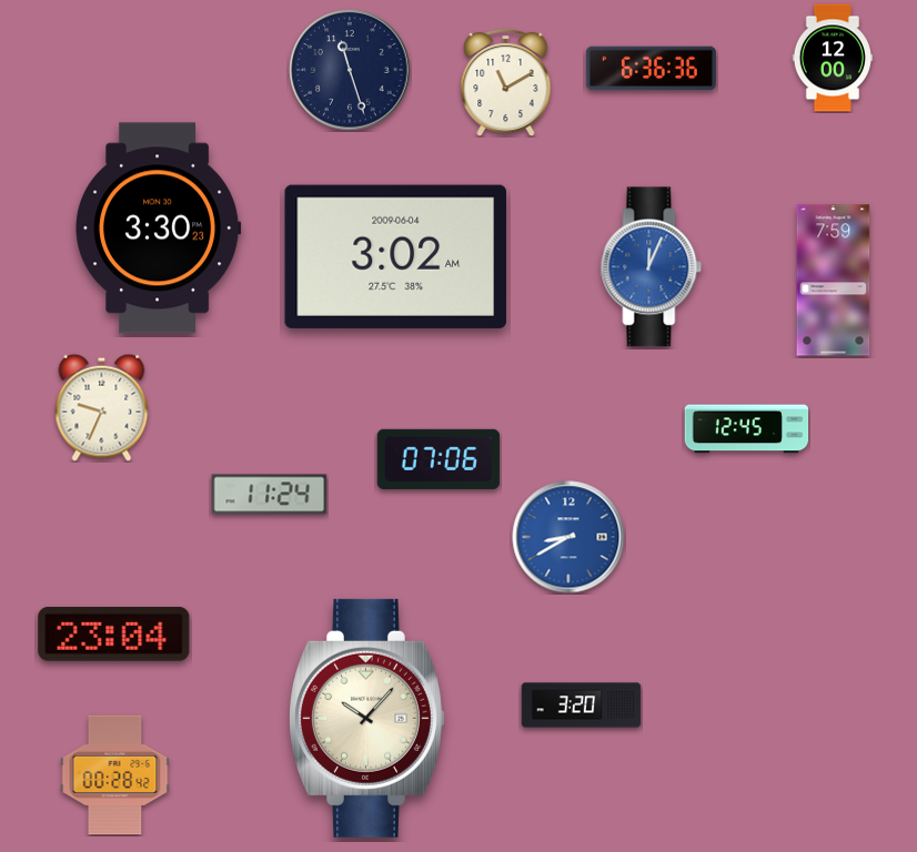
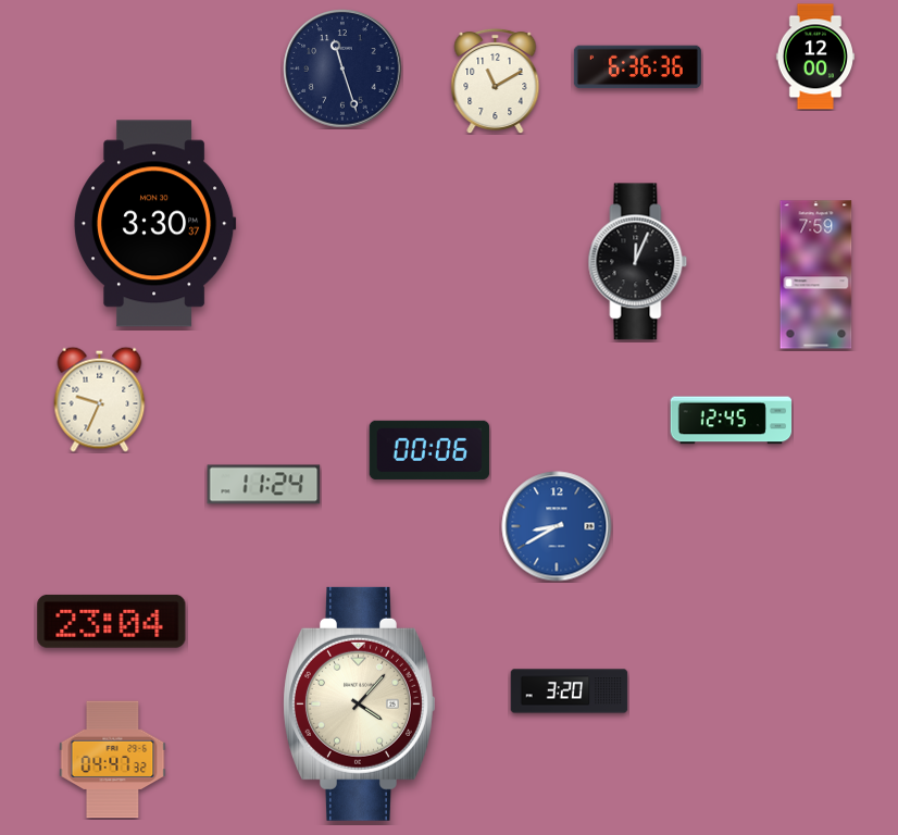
clock at (158, 229): 3:30:23 -> 3:30:37
clock at (395, 256): 3:02 -> none
clock at (652, 267) dial: blue -> black
clock at (439, 459): 07:06 -> 00:06
clock at (367, 718): 10:07 -> 4:07
clock at (115, 775): 00:28 -> 04:47
